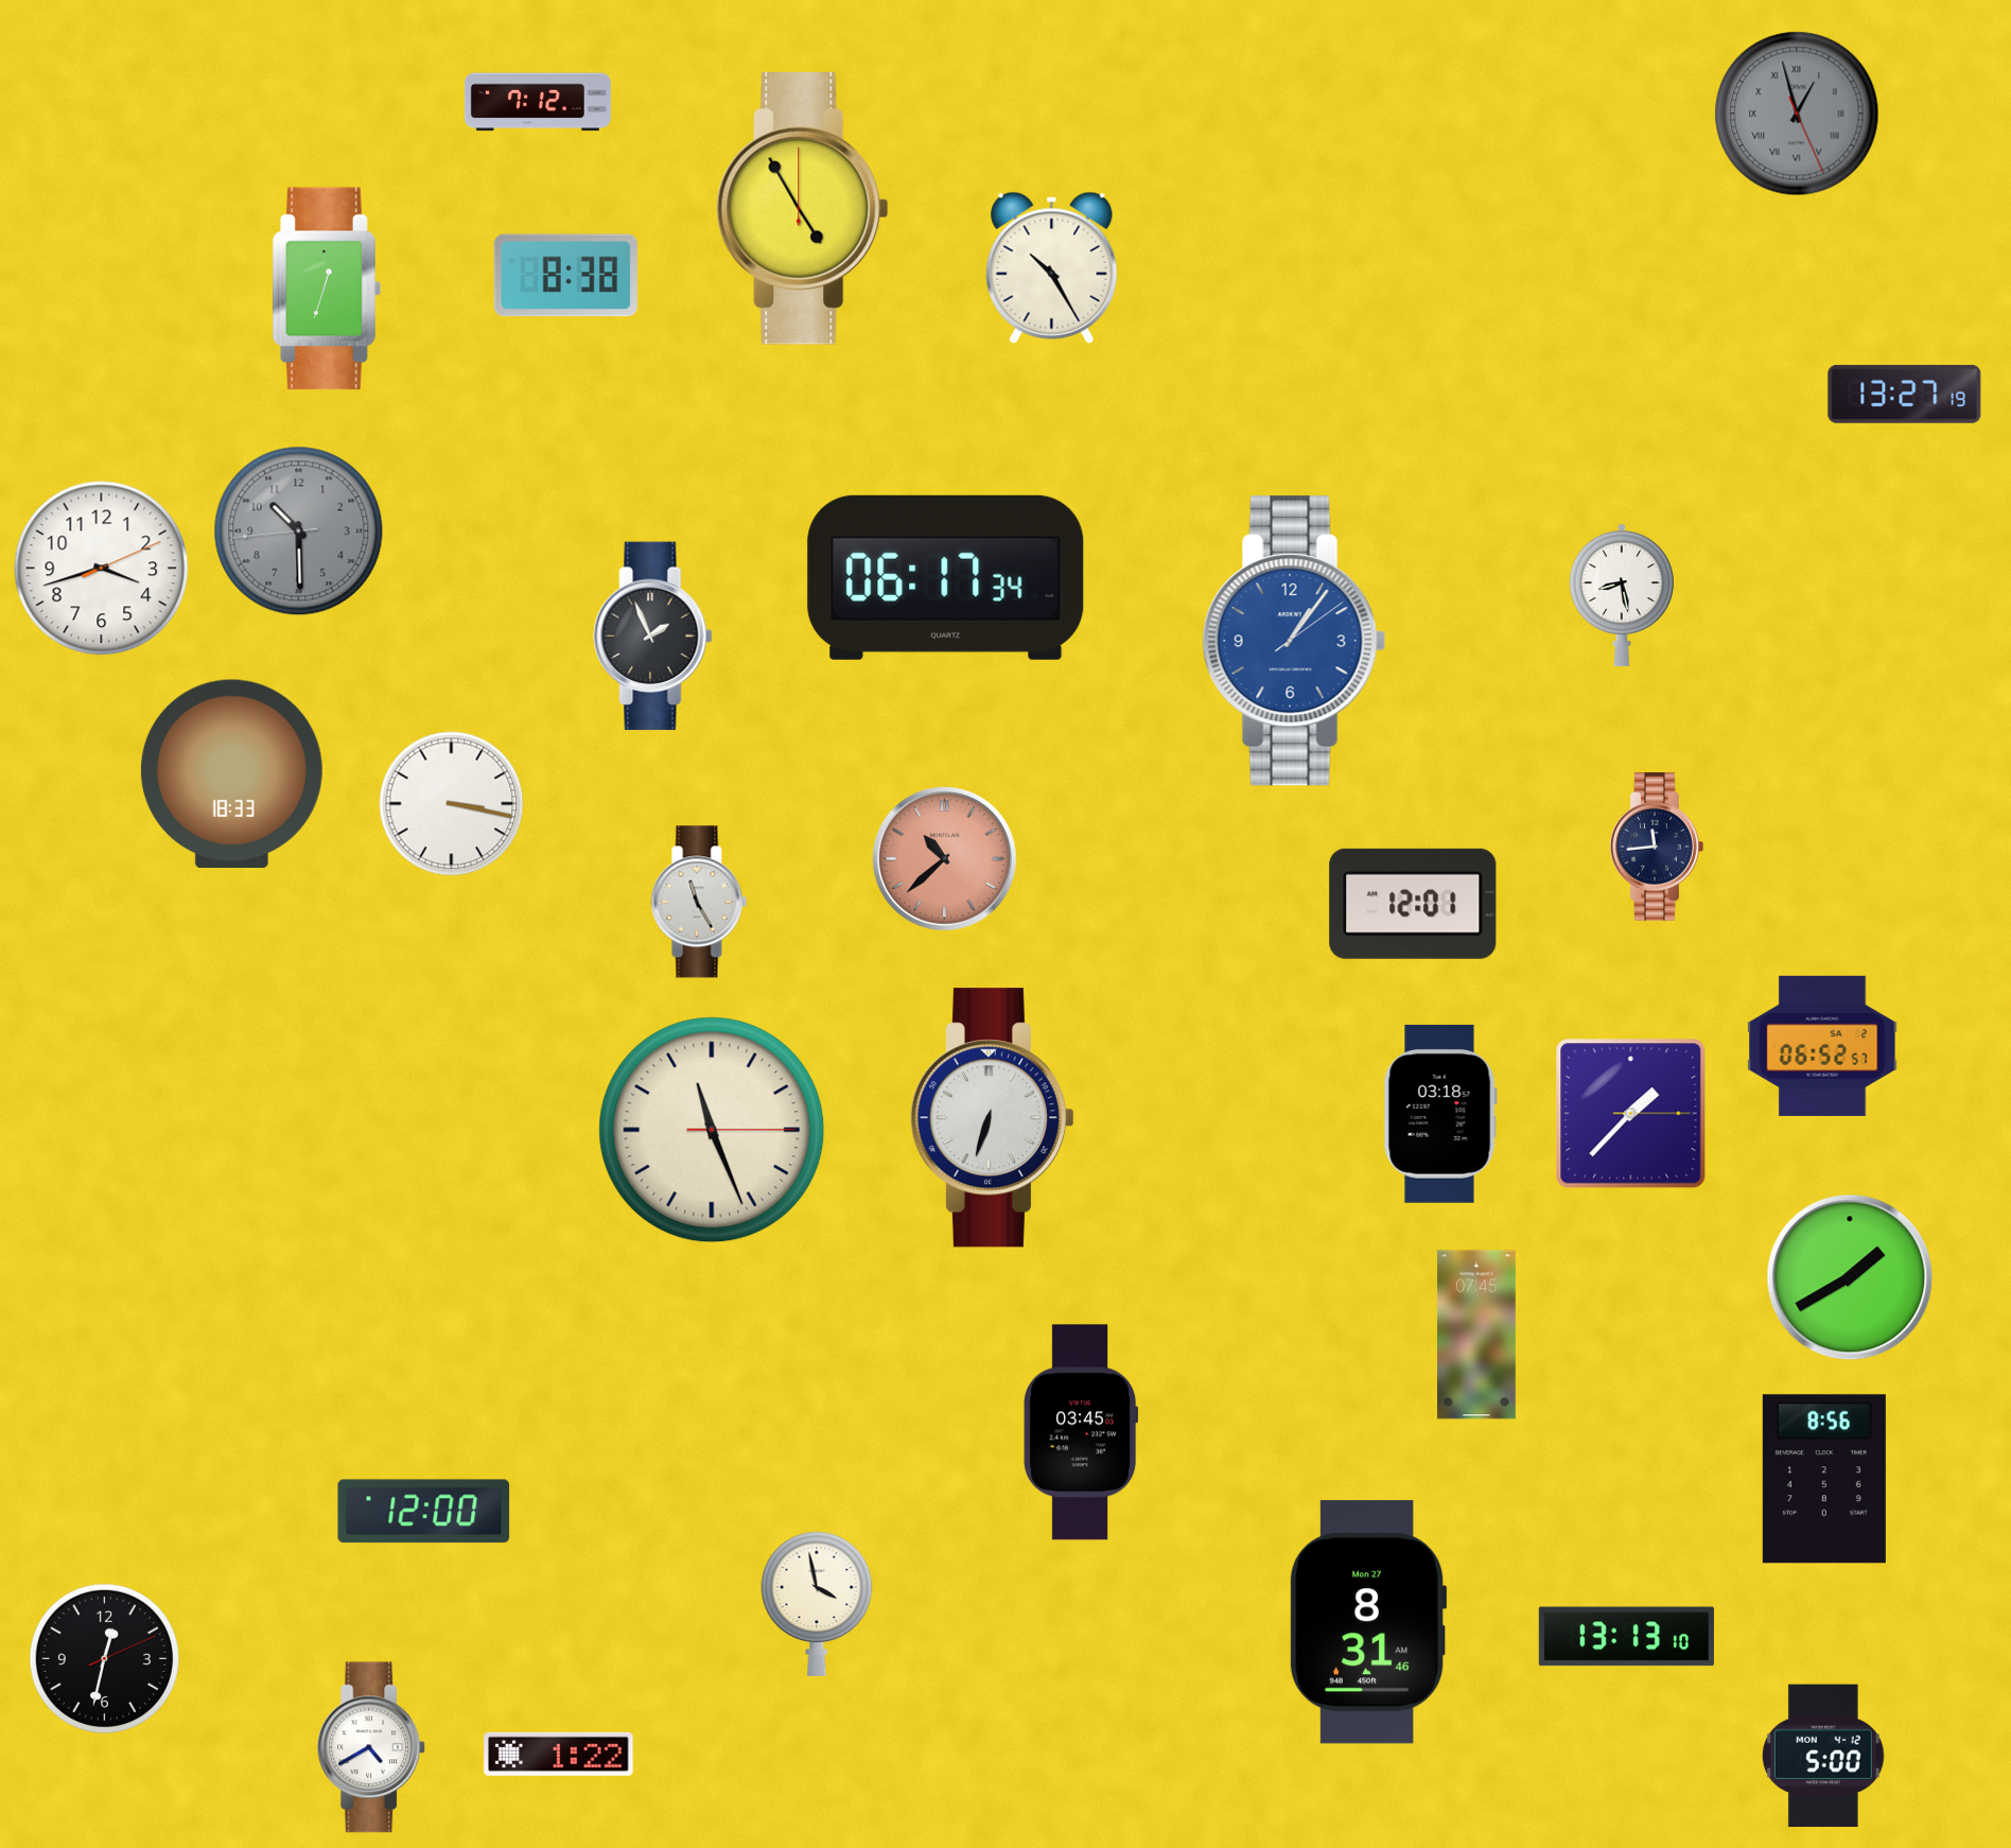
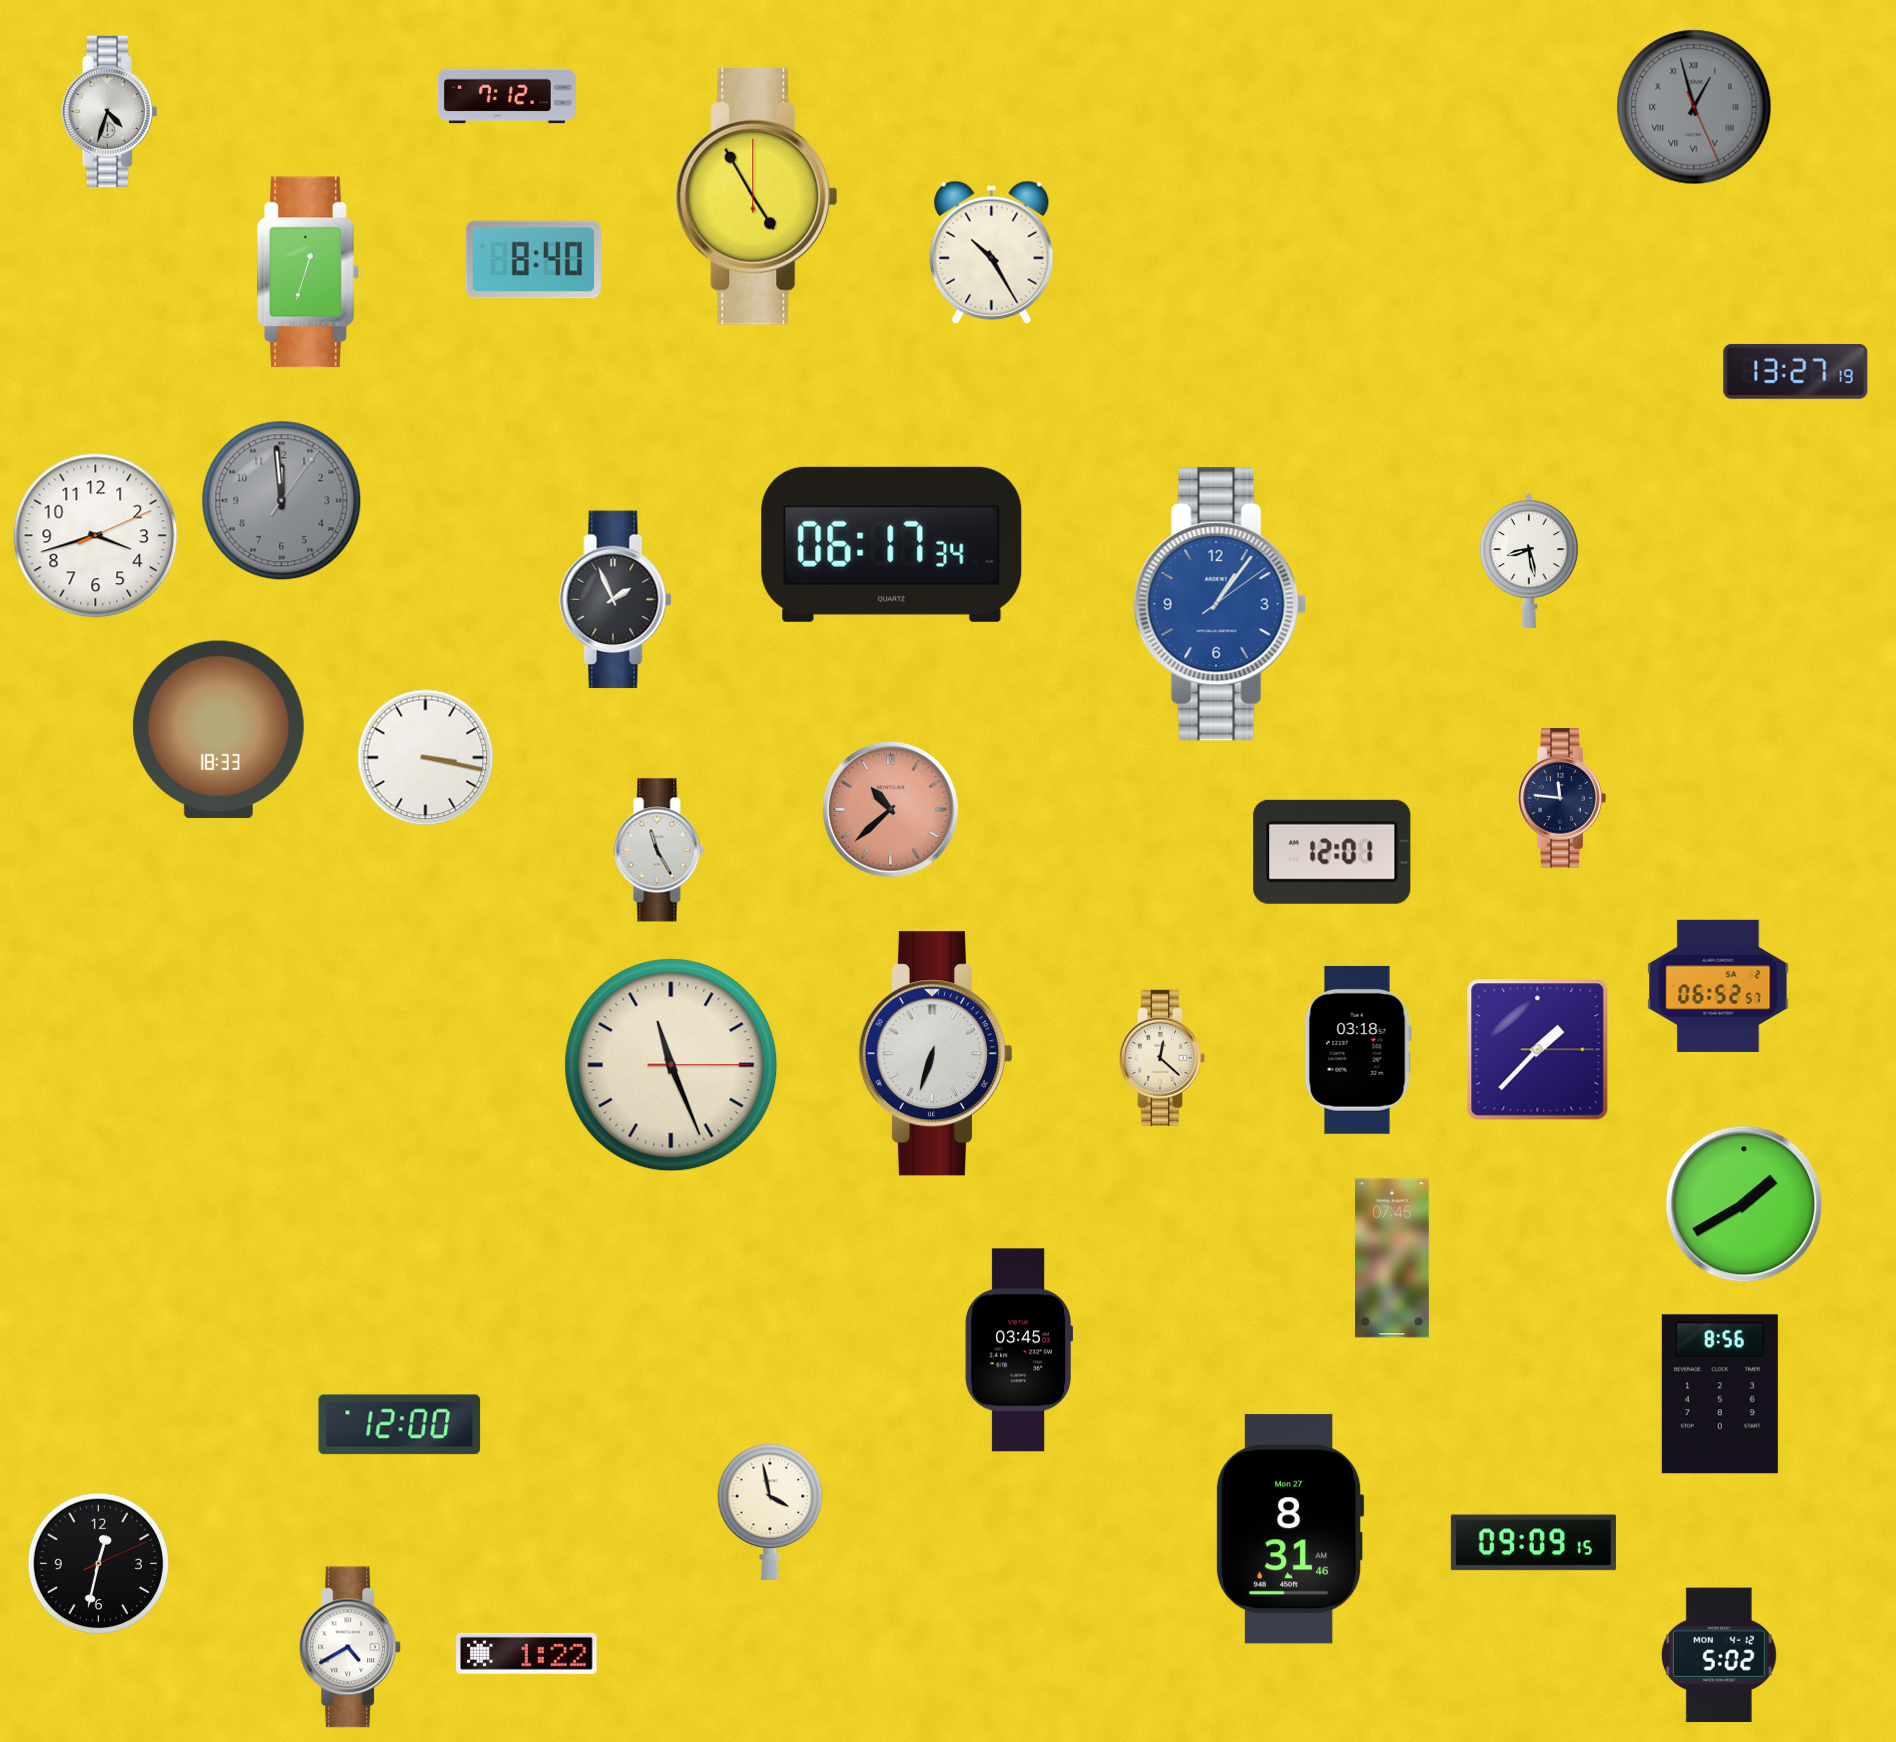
clock at (110, 111): none -> 4:33
clock at (565, 276): 8:38 -> 8:40
clock at (299, 531): 10:29 -> 11:59
clock at (1657, 847): 11:44 -> 11:46
clock at (1162, 1058): none -> 12:22
clock at (1626, 1637): 13:13 -> 09:09
clock at (1823, 1756): 5:00 -> 5:02
